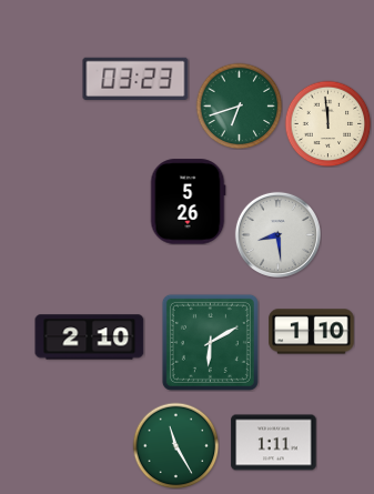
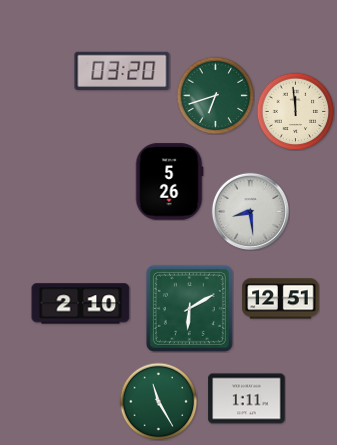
clock at (135, 78): 03:23 -> 03:20
clock at (312, 332): 1:10 -> 12:51
